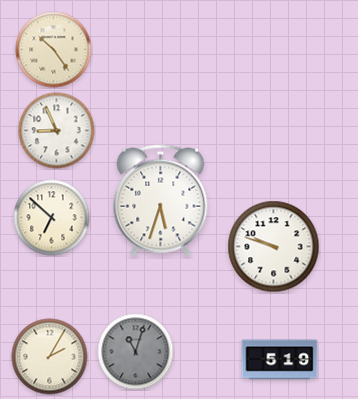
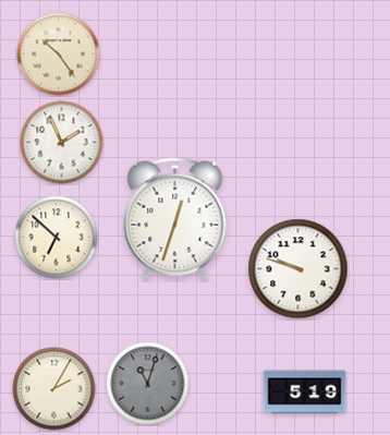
clock at (57, 131): 8:56 -> 1:56
clock at (161, 201): 5:33 -> 12:33
